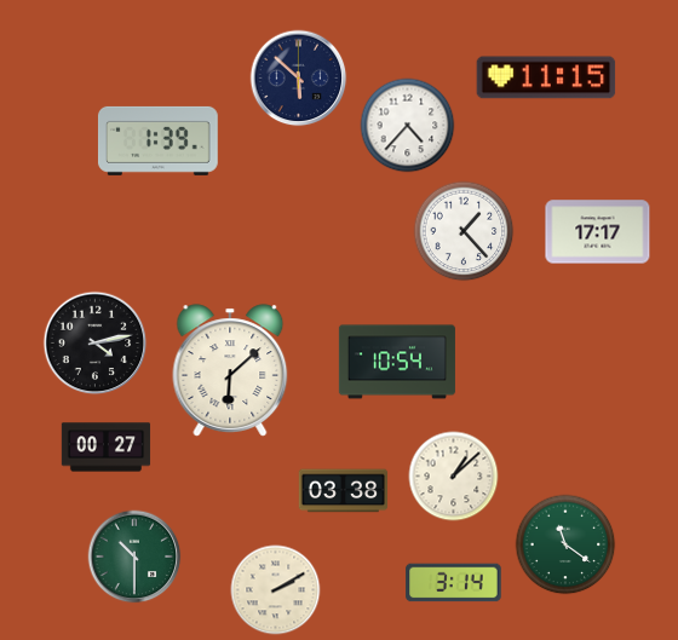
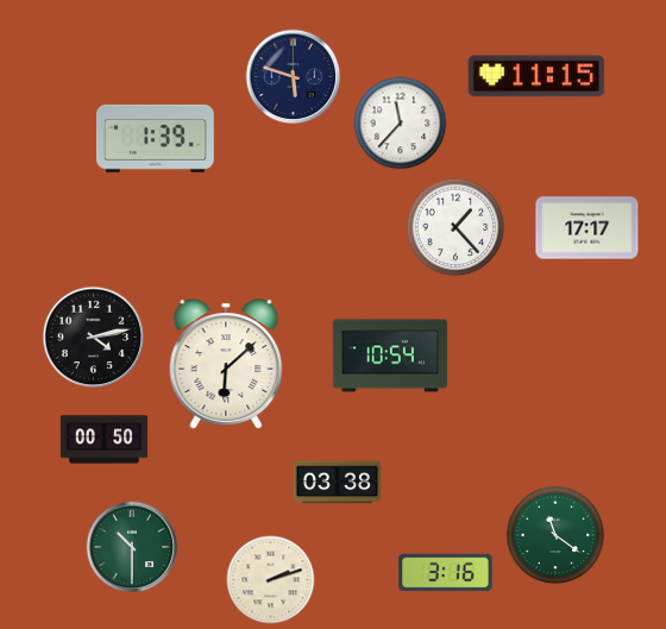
clock at (299, 79): 5:52 -> 5:48
clock at (408, 126): 4:37 -> 11:37
clock at (107, 448): 00:27 -> 00:50
clock at (454, 477): 1:08 -> none
clock at (454, 583): 3:14 -> 3:16
clock at (276, 590): 2:10 -> 2:12
